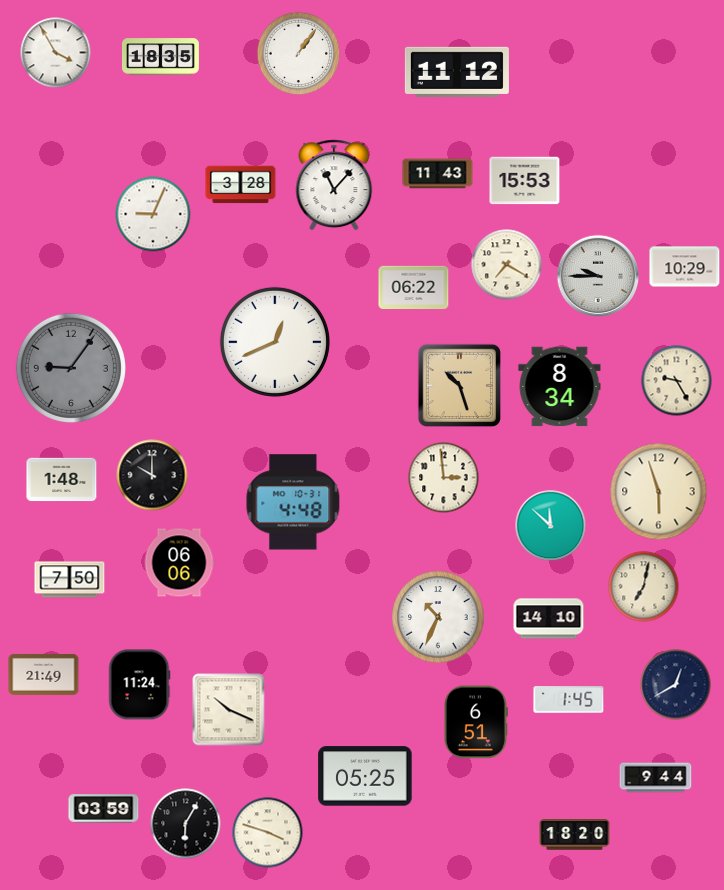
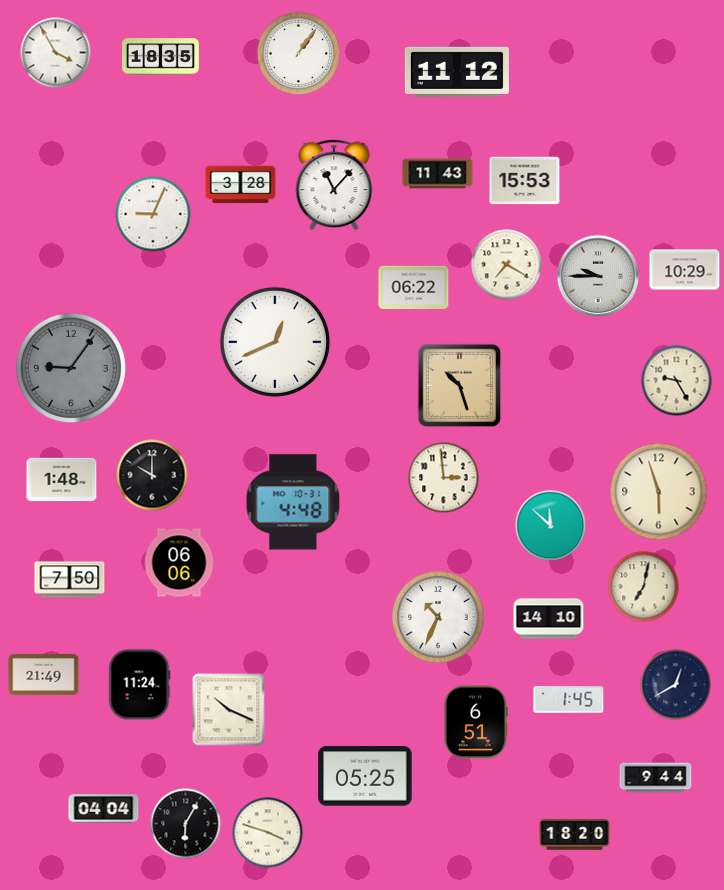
clock at (685, 267) position: (685, 267) -> (685, 270)
clock at (560, 387): 8:34 -> none
clock at (104, 809): 03:59 -> 04:04
